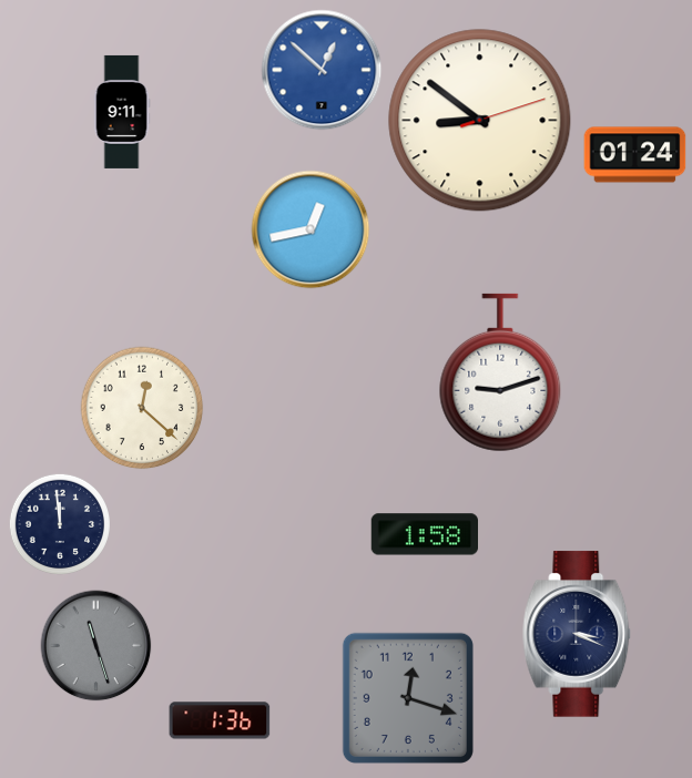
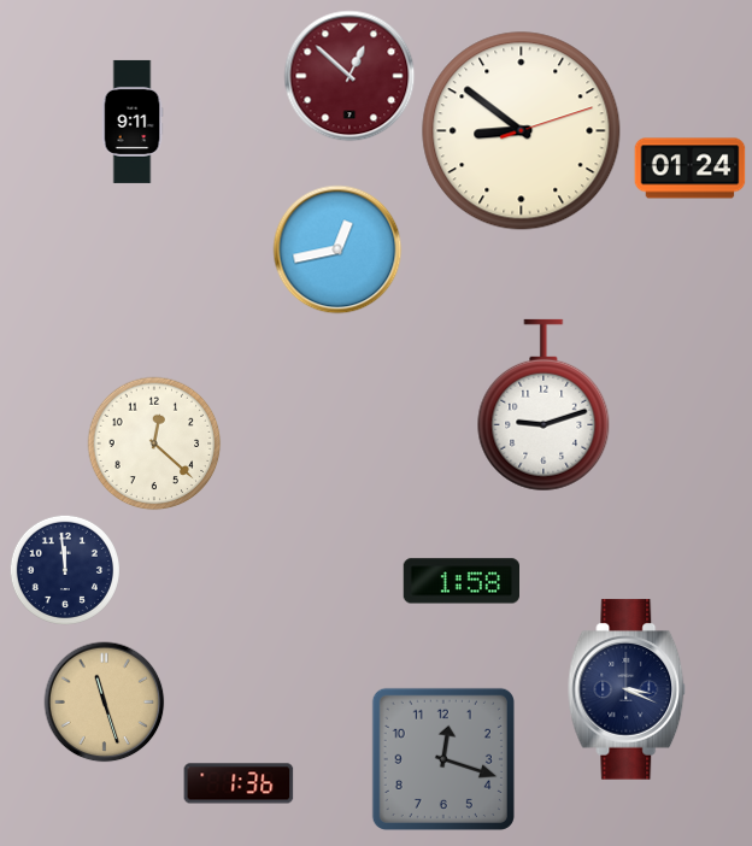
clock at (322, 70) dial: blue -> burgundy
clock at (96, 646) dial: grey -> champagne
